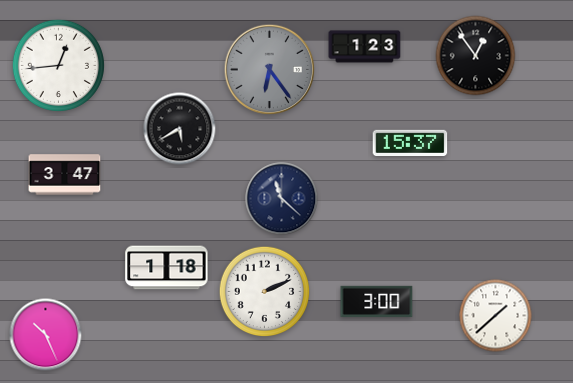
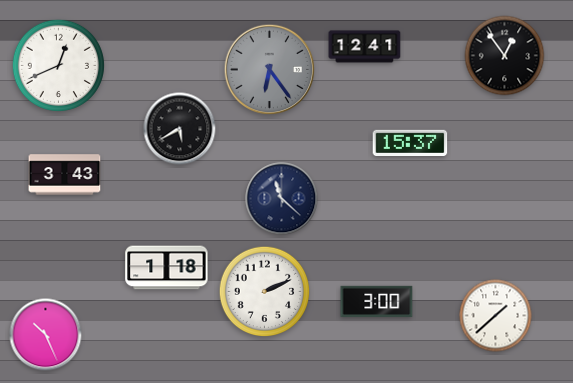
clock at (365, 47): 1:23 -> 12:41
clock at (476, 56) position: (476, 56) -> (505, 56)
clock at (58, 65): 12:44 -> 12:41
clock at (65, 175): 3:47 -> 3:43
